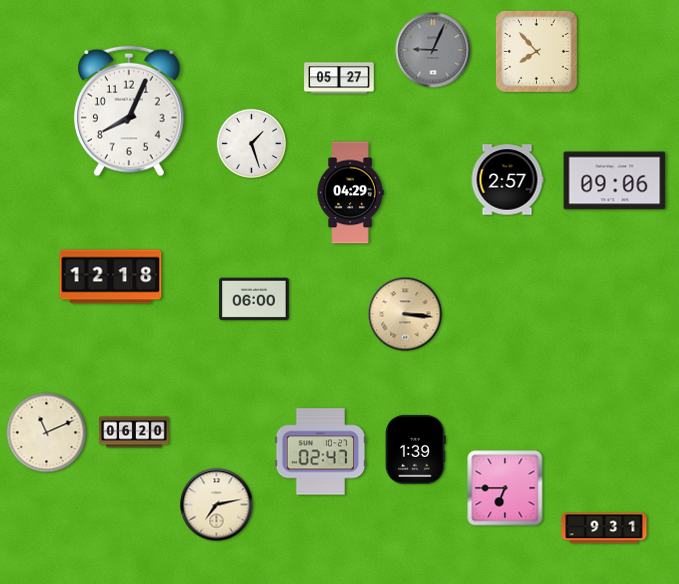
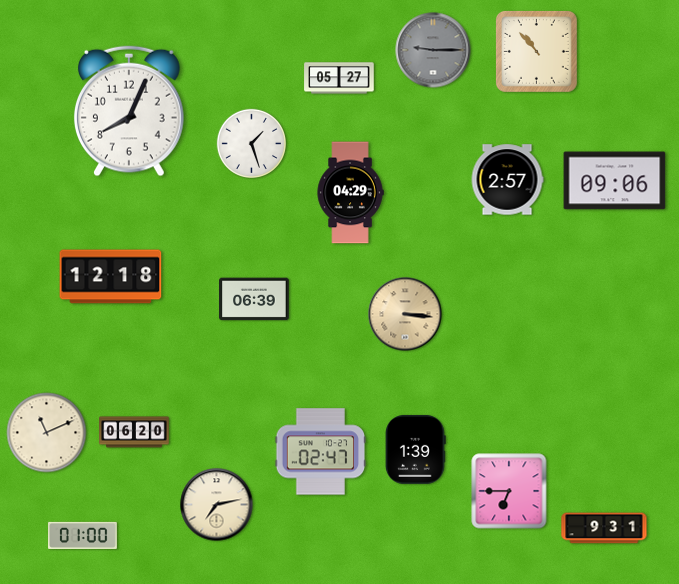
clock at (433, 50): 9:04 -> 9:15
clock at (536, 51): 7:53 -> 10:53
clock at (254, 299): 06:00 -> 06:39
clock at (505, 488) position: (505, 488) -> (509, 491)
clock at (83, 535): none -> 01:00
